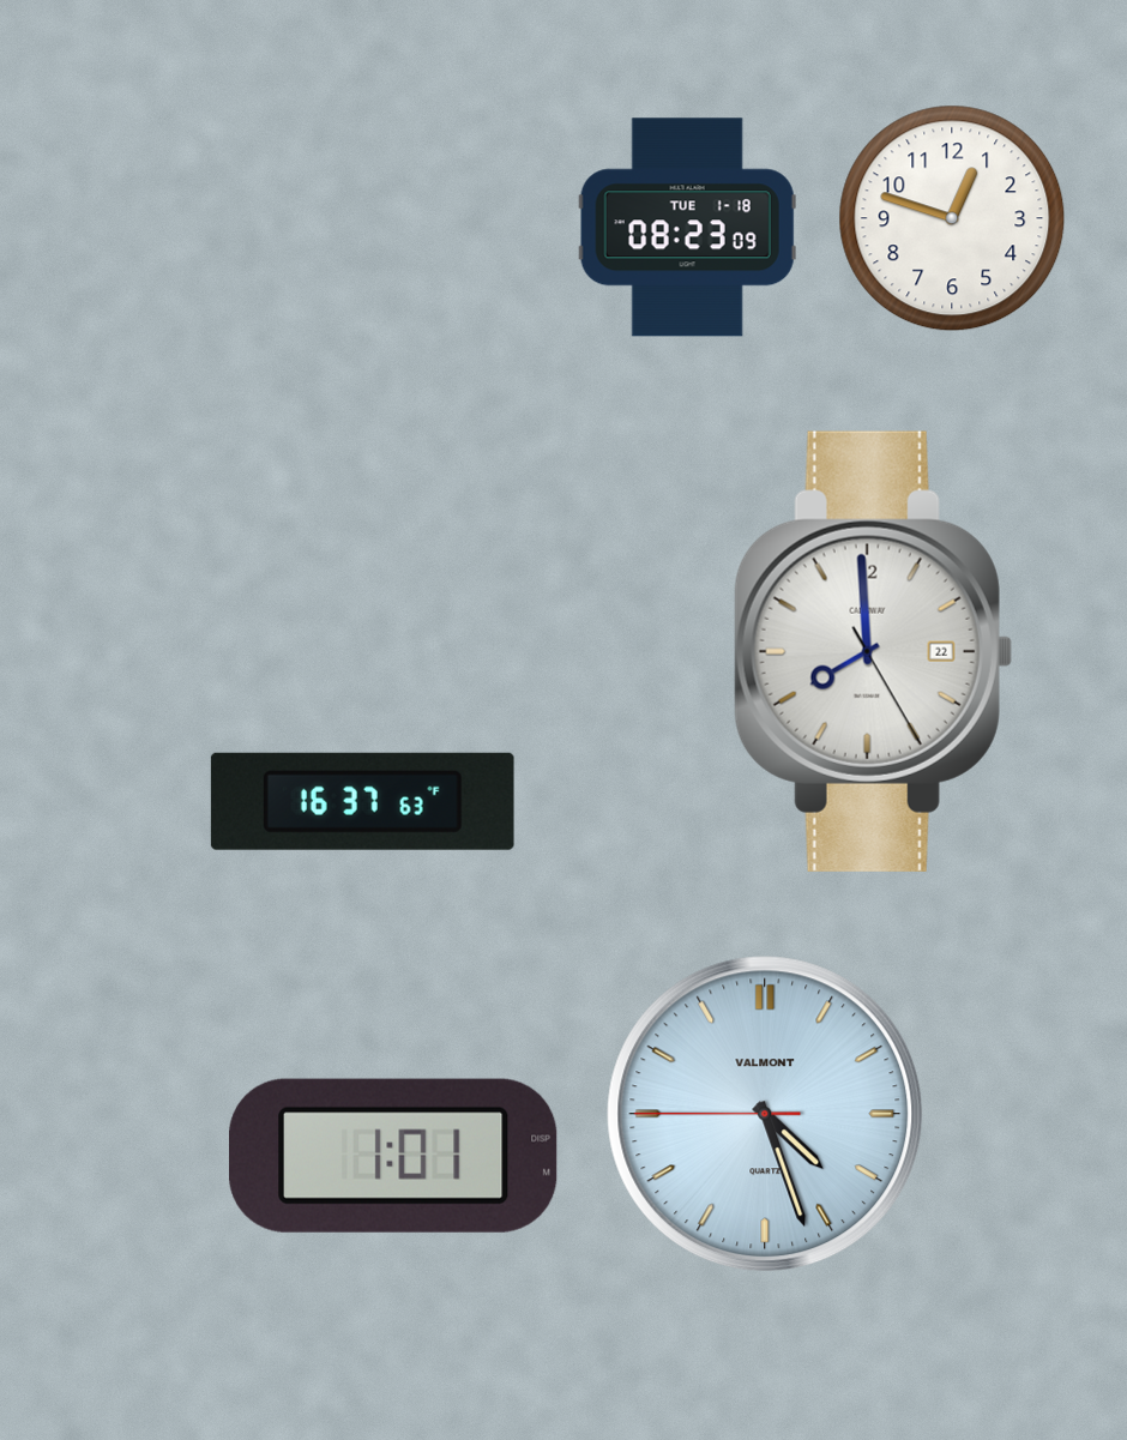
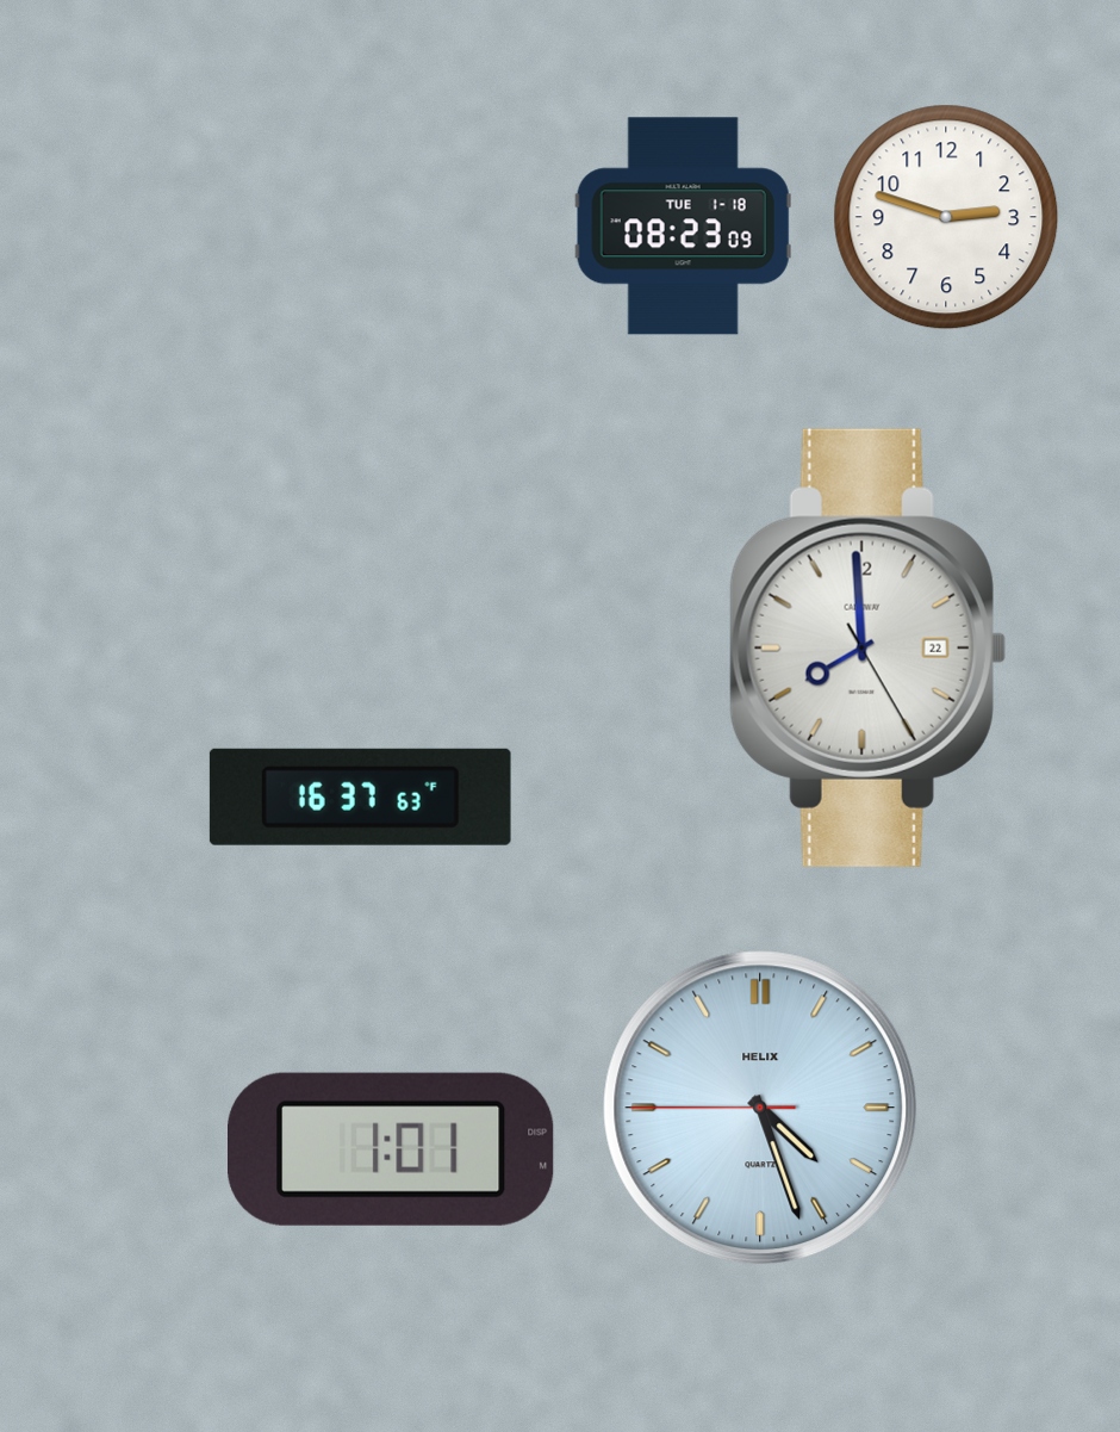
clock at (952, 218): 12:48 -> 2:48
clock at (765, 1114) brand: VALMONT -> HELIX
